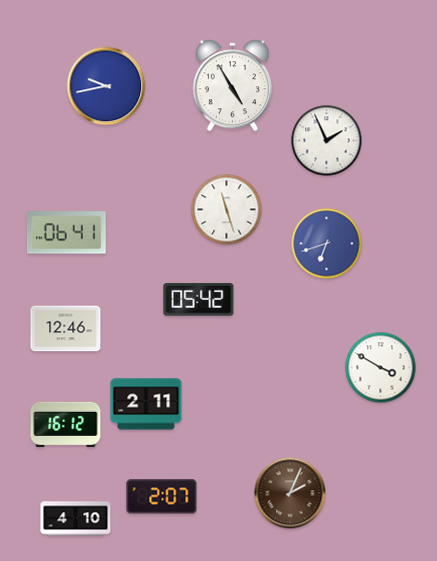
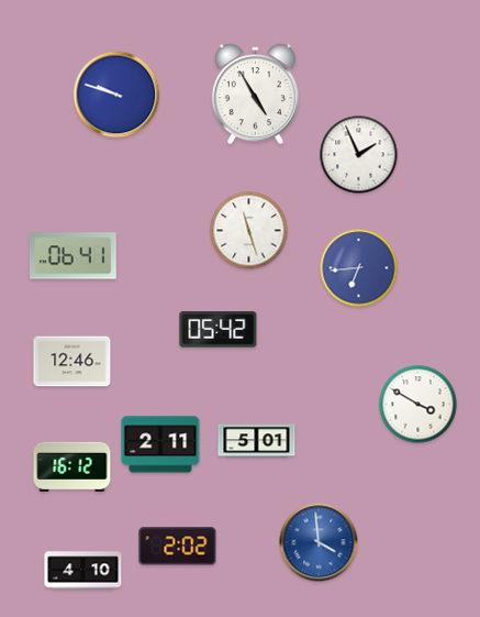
clock at (106, 86): 9:43 -> 9:48
clock at (327, 244): 6:42 -> 6:44
clock at (257, 441): none -> 5:01
clock at (290, 493): 2:04 -> 3:59
clock at (290, 493) dial: brown -> blue
clock at (162, 497): 2:07 -> 2:02
